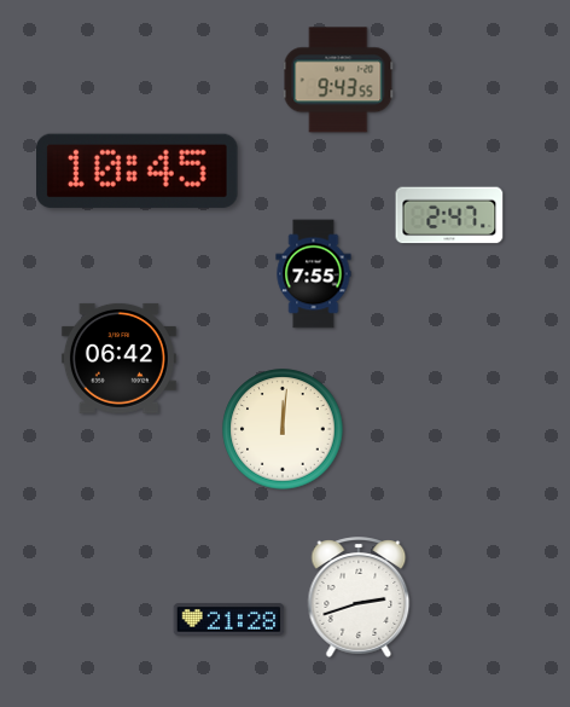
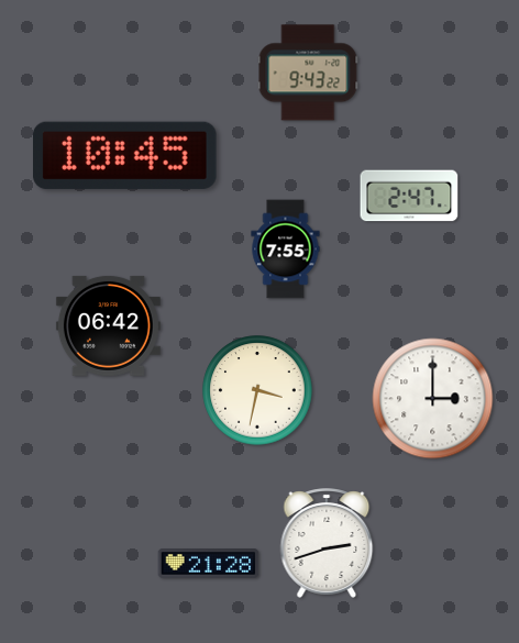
clock at (338, 80): 9:43:55 -> 9:43:22
clock at (283, 429): 12:01 -> 3:32
clock at (433, 399): none -> 3:00
